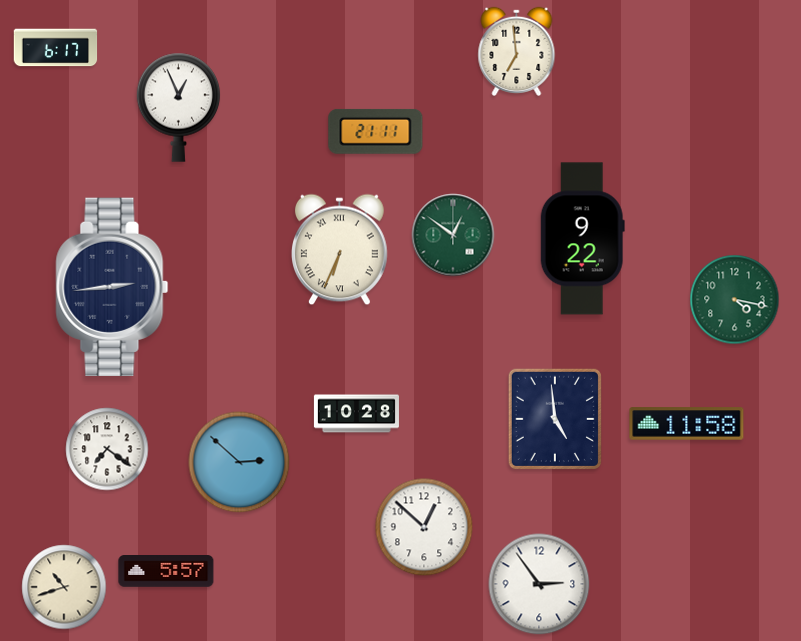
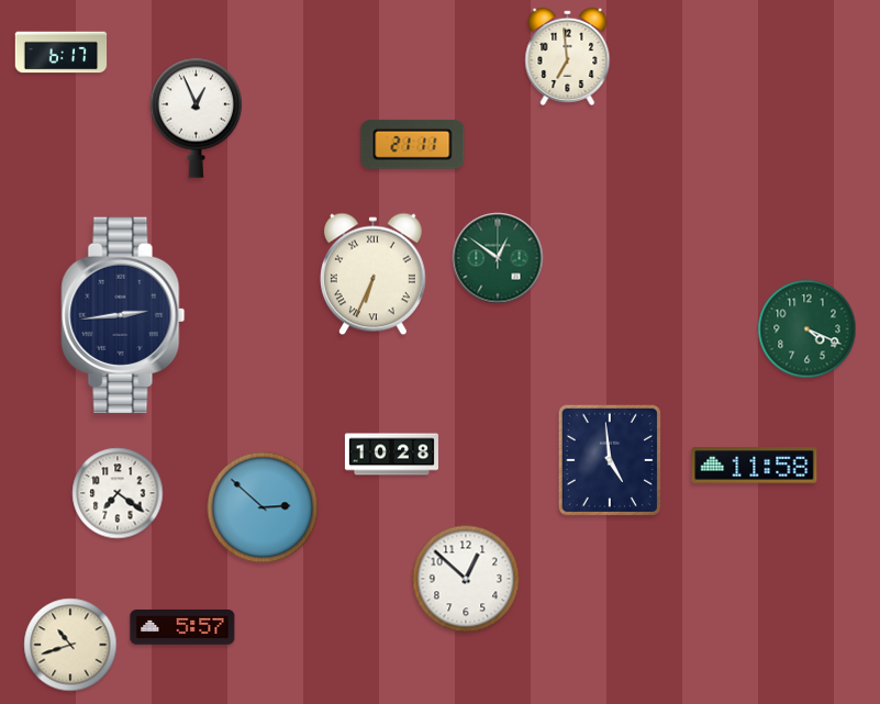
clock at (582, 239): 9:22 -> none
clock at (735, 300): 4:17 -> 4:19
clock at (539, 584): 2:54 -> none
